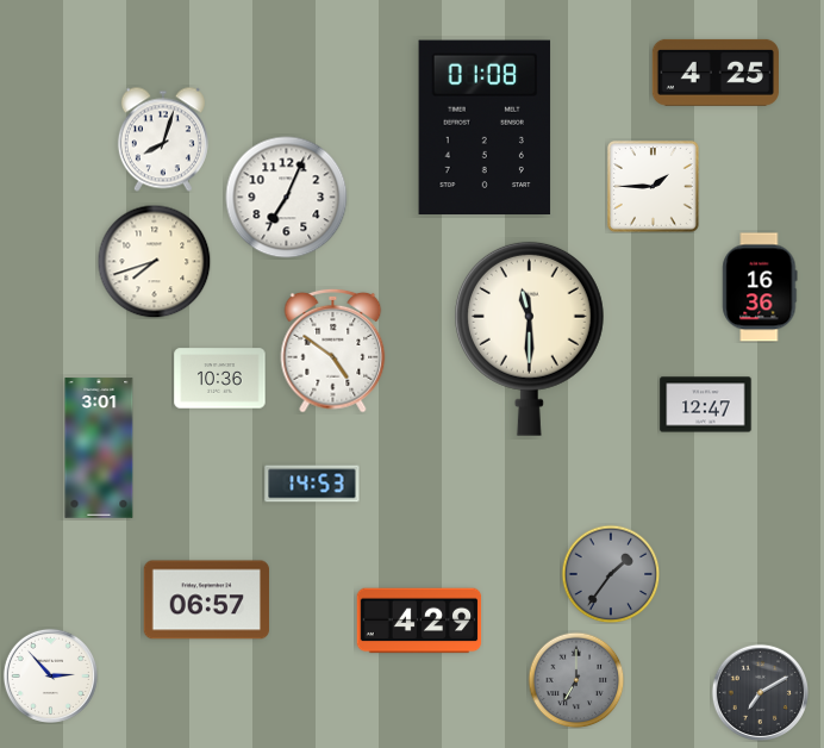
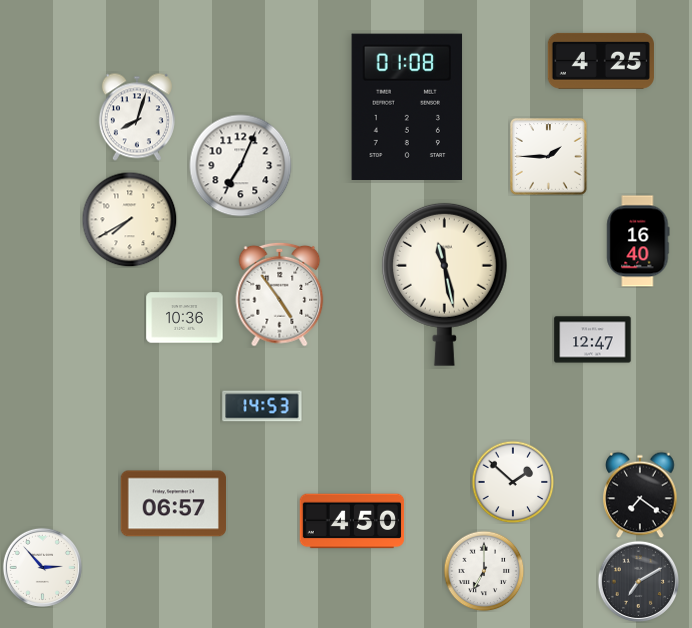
clock at (154, 261): 7:42 -> 7:40
clock at (760, 287): 16:36 -> 16:40
clock at (529, 338): 11:30 -> 11:28
clock at (333, 350): 4:51 -> 4:54
clock at (99, 448): 3:01 -> none
clock at (611, 574): 1:36 -> 1:52
clock at (611, 574) dial: grey -> white
clock at (640, 495): none -> 7:21
clock at (419, 621): 4:29 -> 4:50
clock at (576, 680) dial: grey -> white
